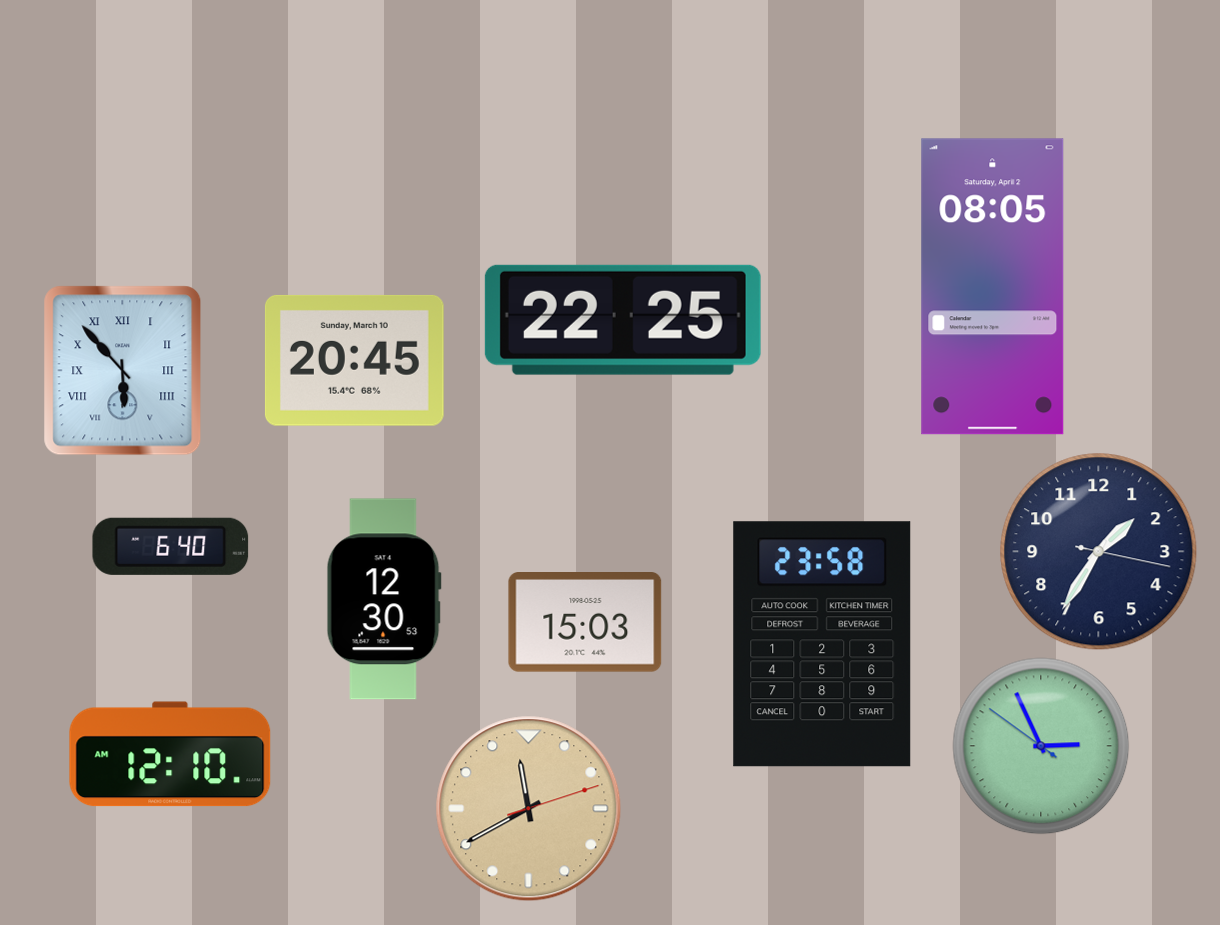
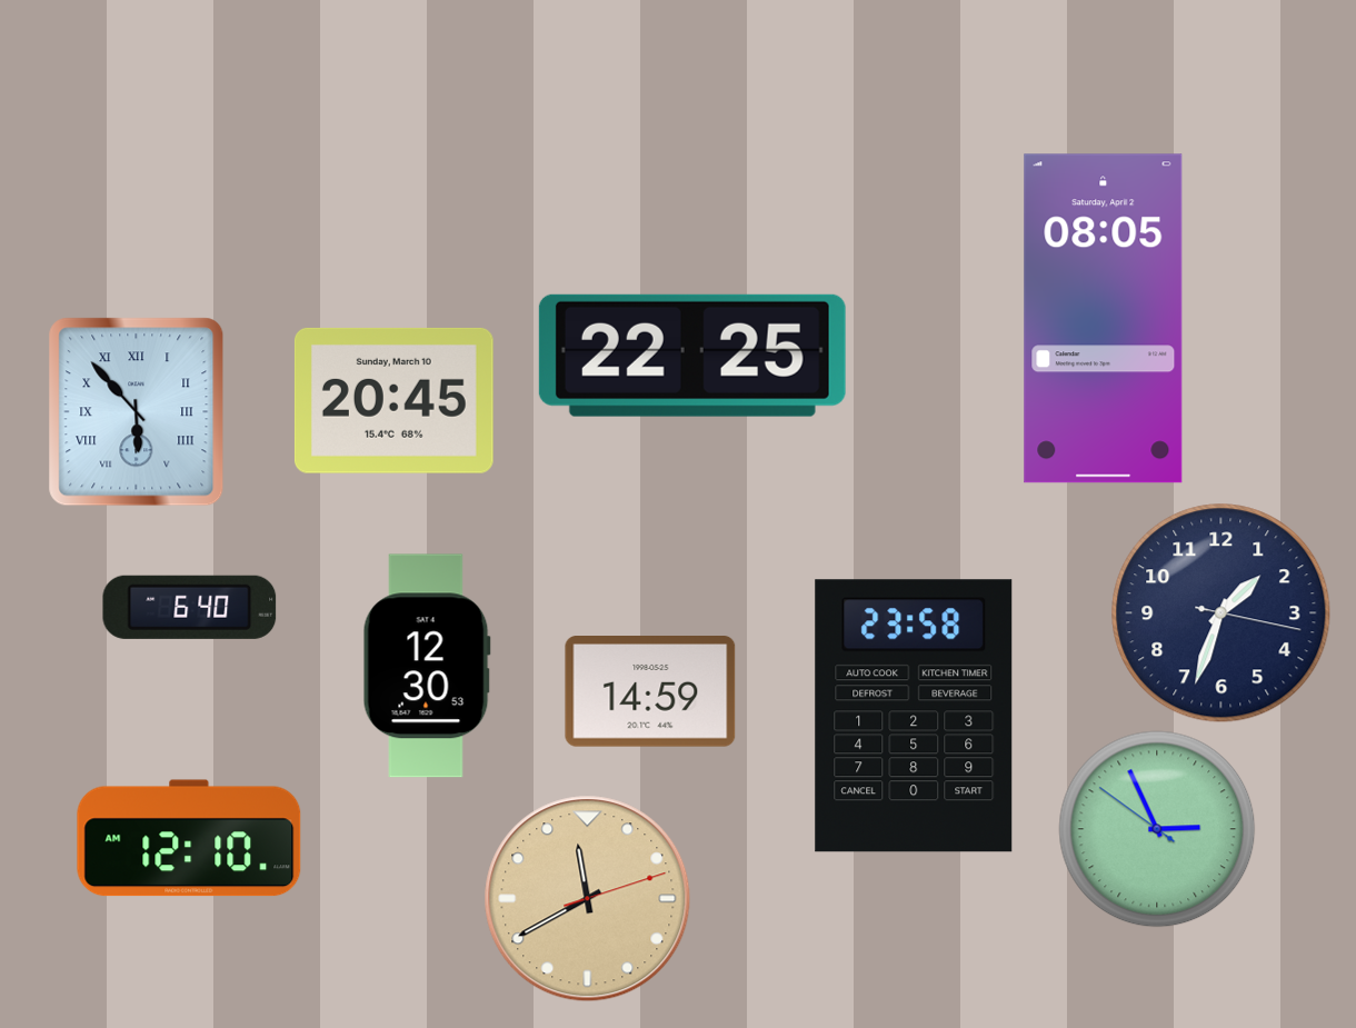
clock at (1099, 552): 1:35 -> 1:33
clock at (585, 623): 15:03 -> 14:59
